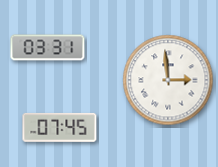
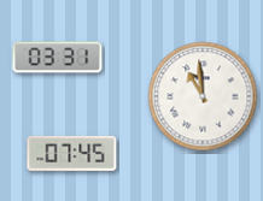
clock at (168, 80): 2:59 -> 10:59
